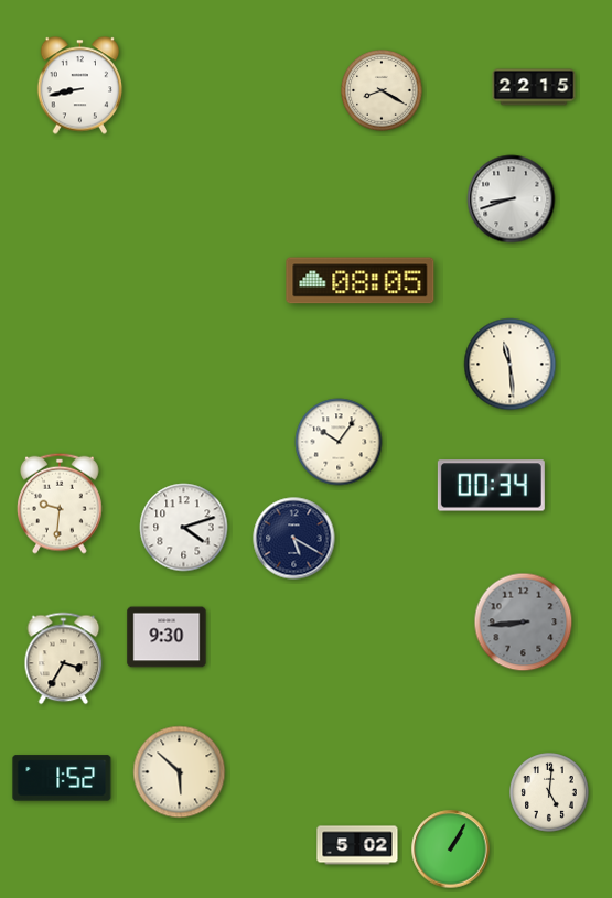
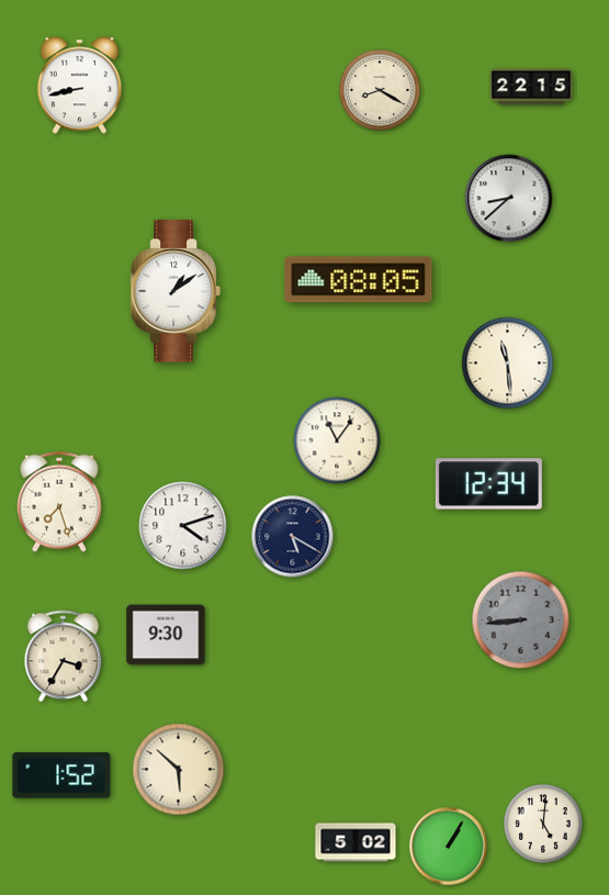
clock at (512, 199): 8:42 -> 8:38
clock at (176, 291): none -> 1:09
clock at (339, 442): 10:06 -> 11:06
clock at (491, 486): 00:34 -> 12:34
clock at (61, 504): 9:31 -> 7:27
clock at (550, 793) position: (550, 793) -> (544, 825)
